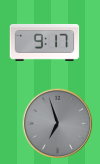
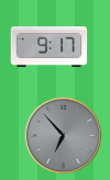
clock at (58, 124): 6:57 -> 6:53
